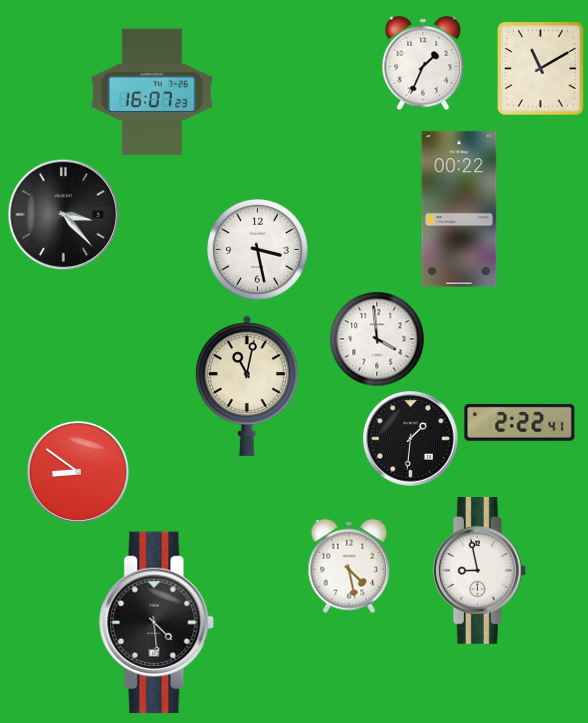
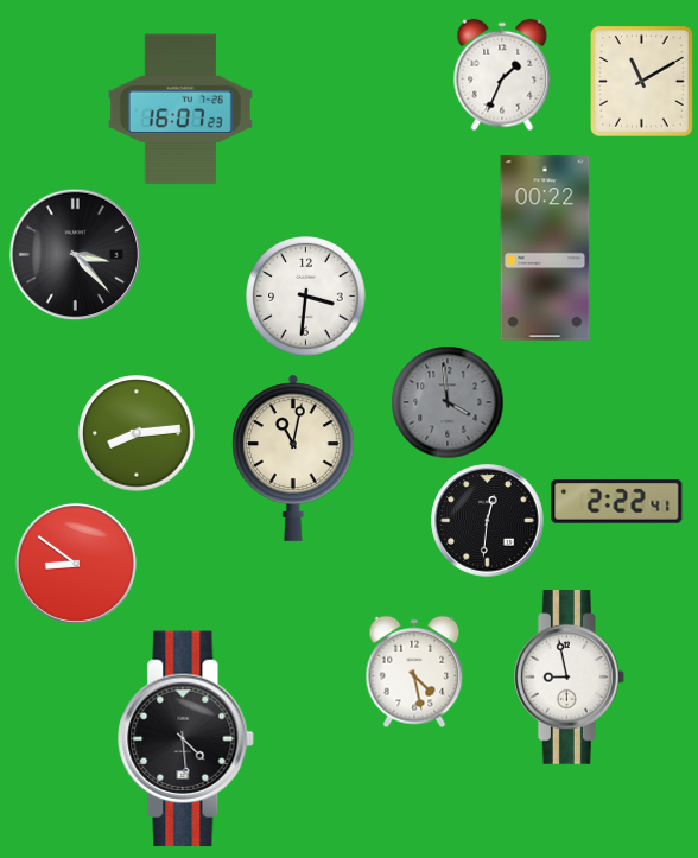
clock at (258, 250): 3:28 -> 3:31
clock at (377, 339) dial: white -> grey
clock at (137, 433): none -> 8:14
clock at (411, 439): 1:31 -> 12:31
clock at (78, 472) position: (78, 472) -> (76, 564)
